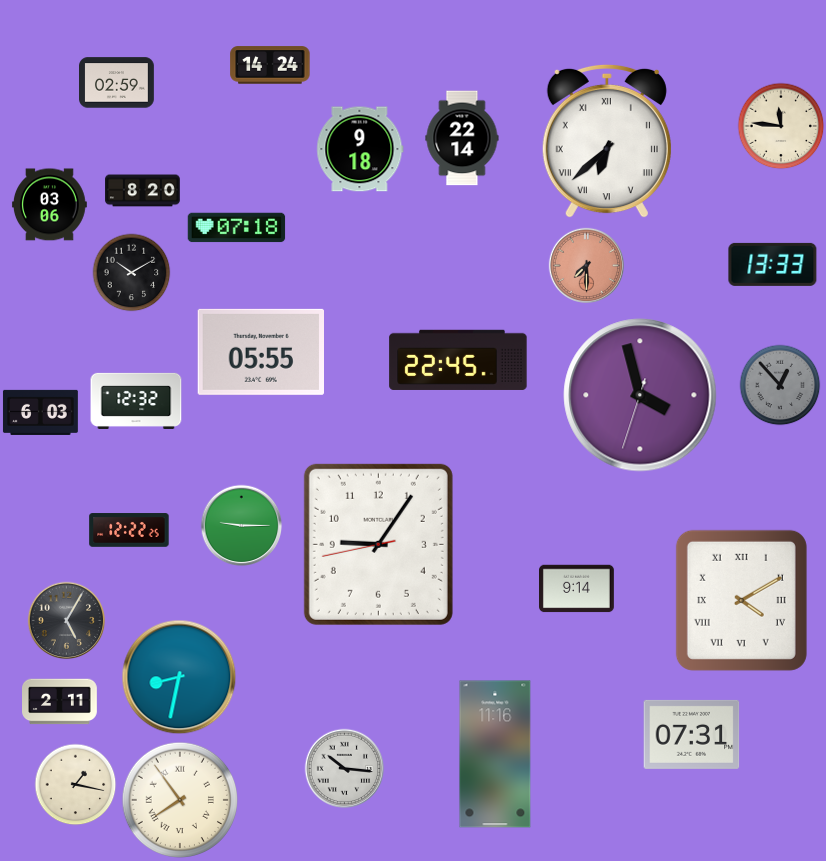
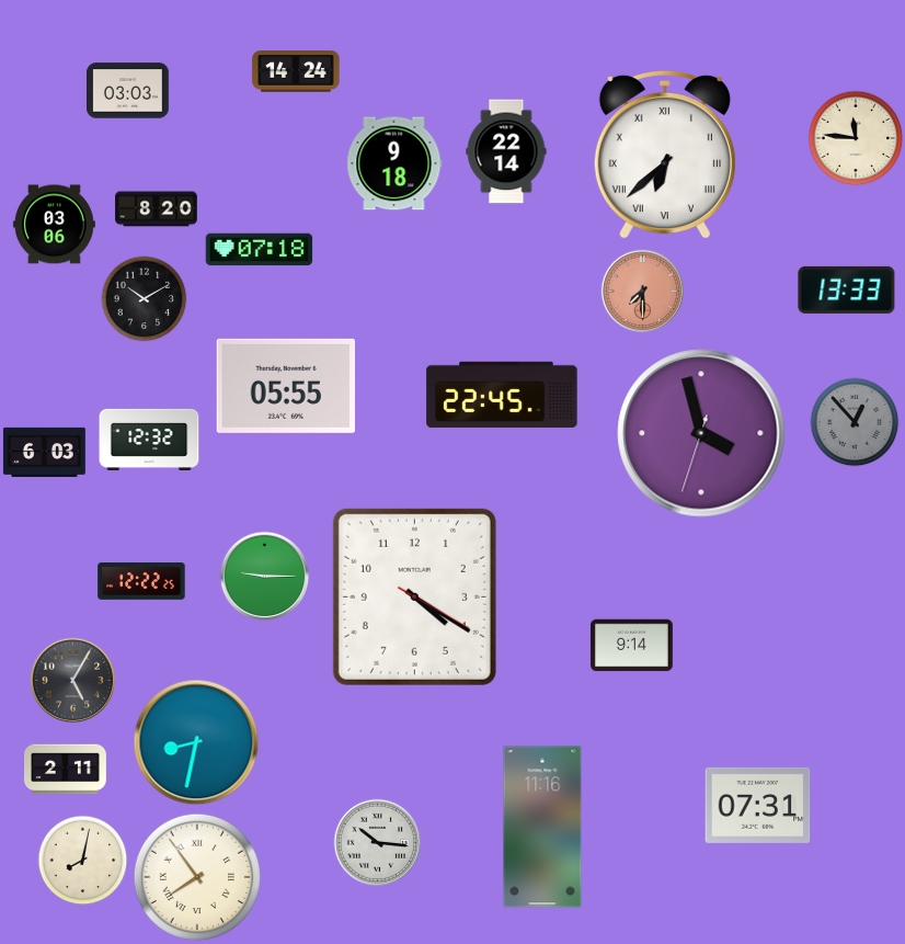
clock at (117, 83): 02:59 -> 03:03
clock at (378, 544): 9:05 -> 4:20
clock at (741, 600): 4:10 -> none
clock at (76, 785): 1:17 -> 8:02
